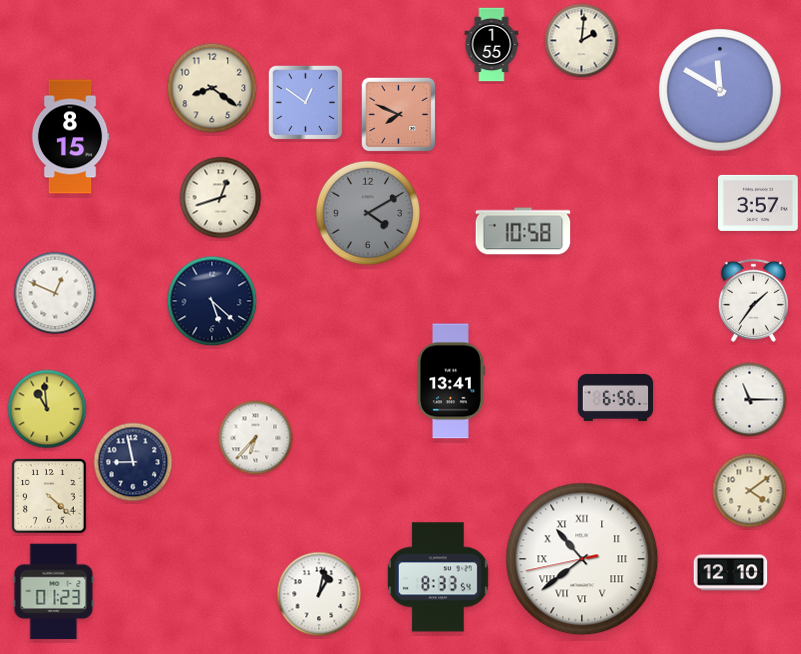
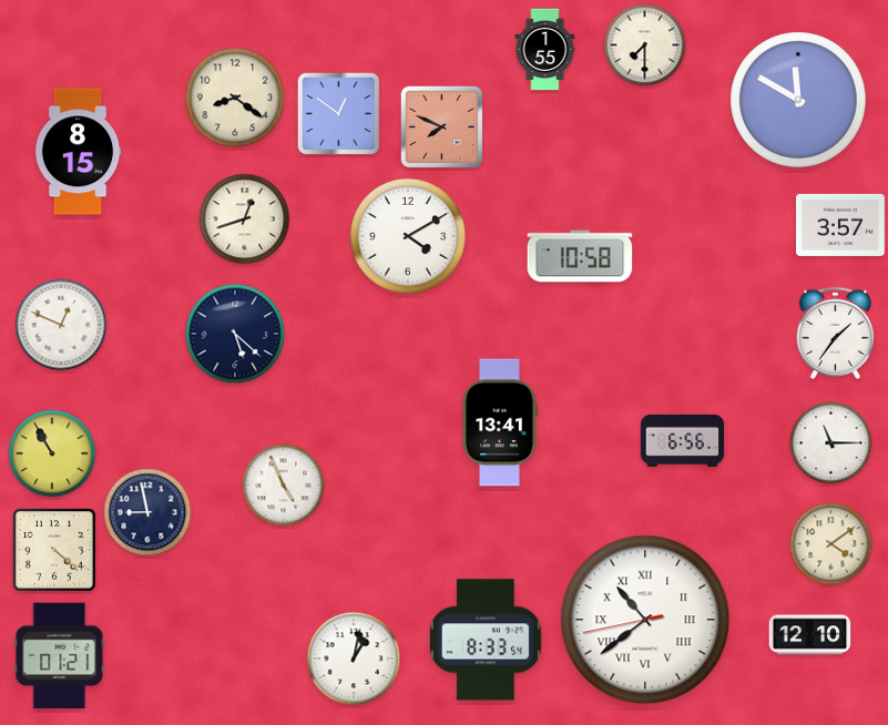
clock at (582, 41): 2:01 -> 7:30
clock at (368, 213) dial: grey -> white
clock at (47, 409): 10:59 -> 10:55
clock at (256, 438): 6:37 -> 4:56
clock at (54, 592): 01:23 -> 01:21
